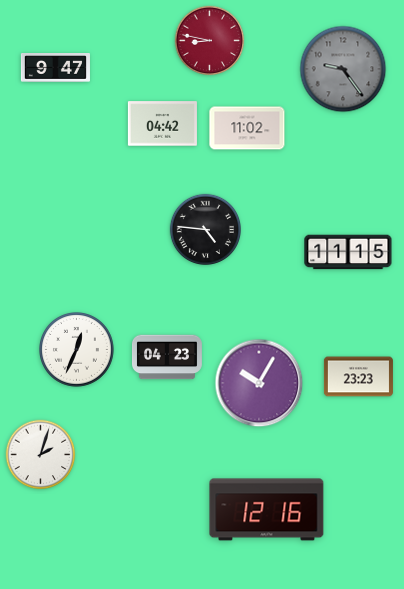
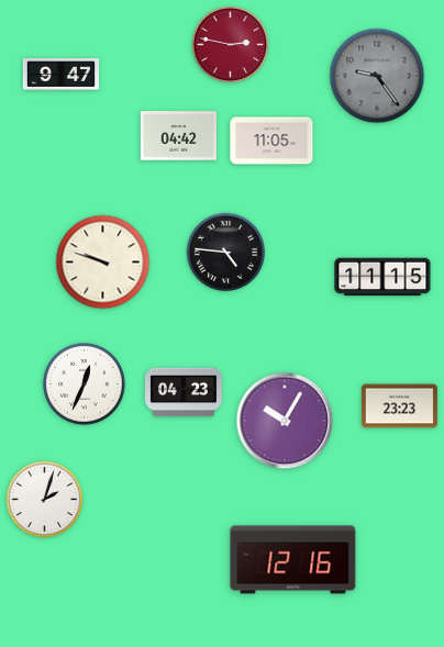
clock at (210, 41): 8:47 -> 2:47
clock at (247, 128): 11:02 -> 11:05
clock at (103, 263): none -> 9:48
clock at (358, 377) position: (358, 377) -> (399, 406)
